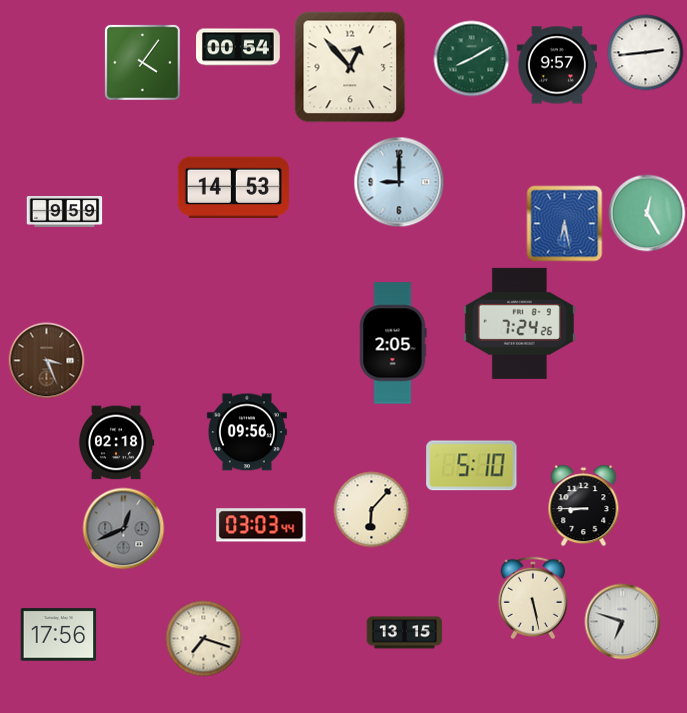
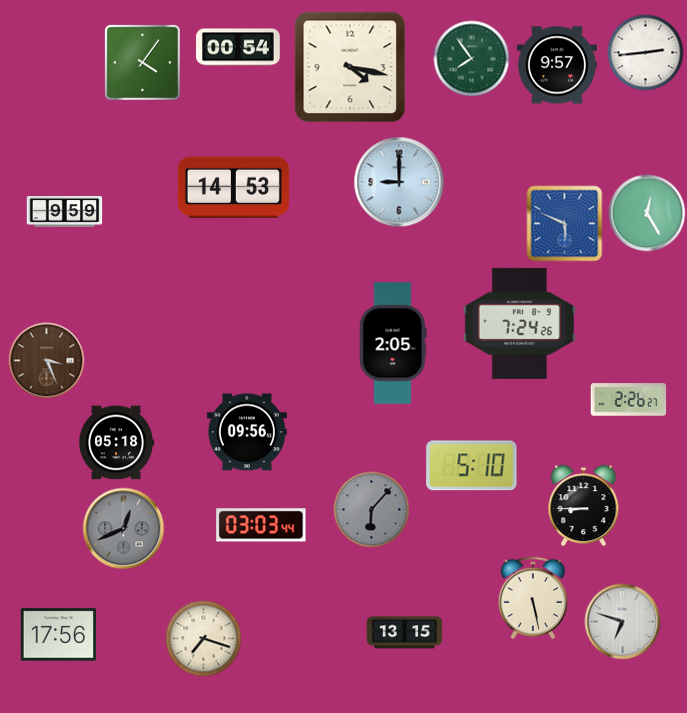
clock at (472, 59): 8:10 -> 7:54
clock at (350, 67): 12:53 -> 4:17
clock at (565, 224): 6:28 -> 5:49
clock at (629, 400): none -> 2:26
clock at (116, 443): 02:18 -> 05:18
clock at (372, 510) dial: cream -> grey
